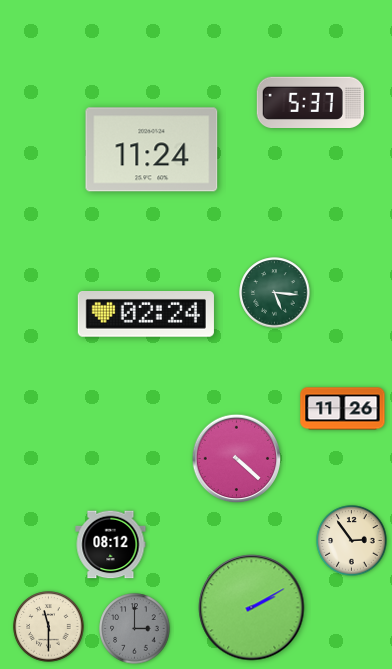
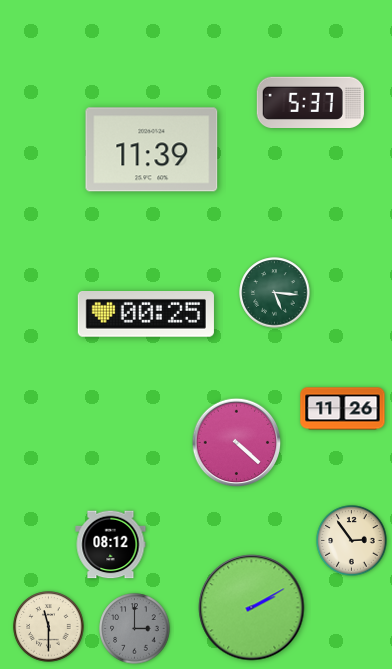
clock at (152, 150): 11:24 -> 11:39
clock at (146, 314): 02:24 -> 00:25
clock at (237, 459) position: (237, 459) -> (237, 443)
